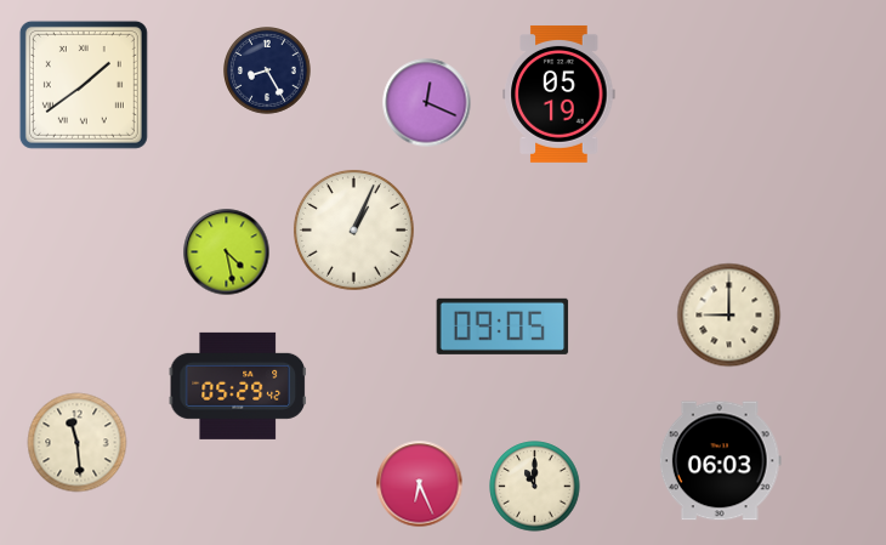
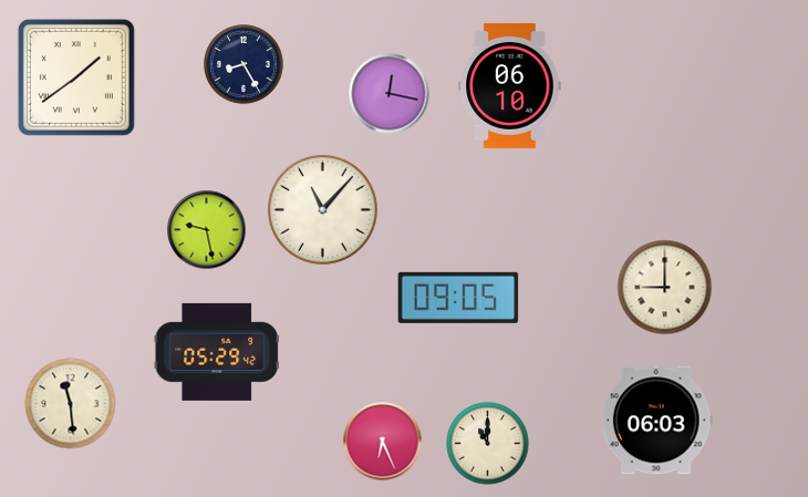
clock at (560, 93): 05:19 -> 06:10
clock at (427, 103): 12:19 -> 12:17
clock at (353, 229): 1:04 -> 11:07
clock at (227, 252): 4:28 -> 9:28
